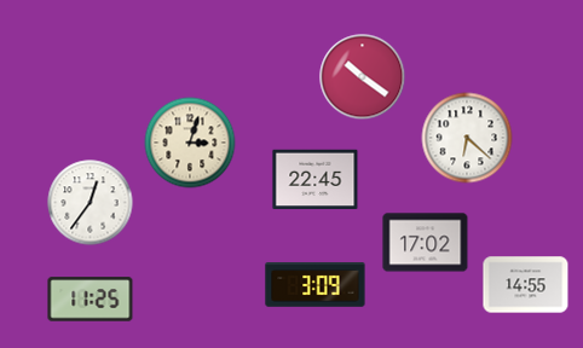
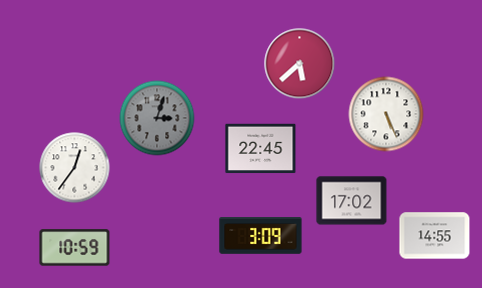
clock at (363, 77): 10:21 -> 5:38
clock at (467, 138): 6:22 -> 5:26
clock at (190, 143) dial: cream -> grey
clock at (91, 300): 11:25 -> 10:59
